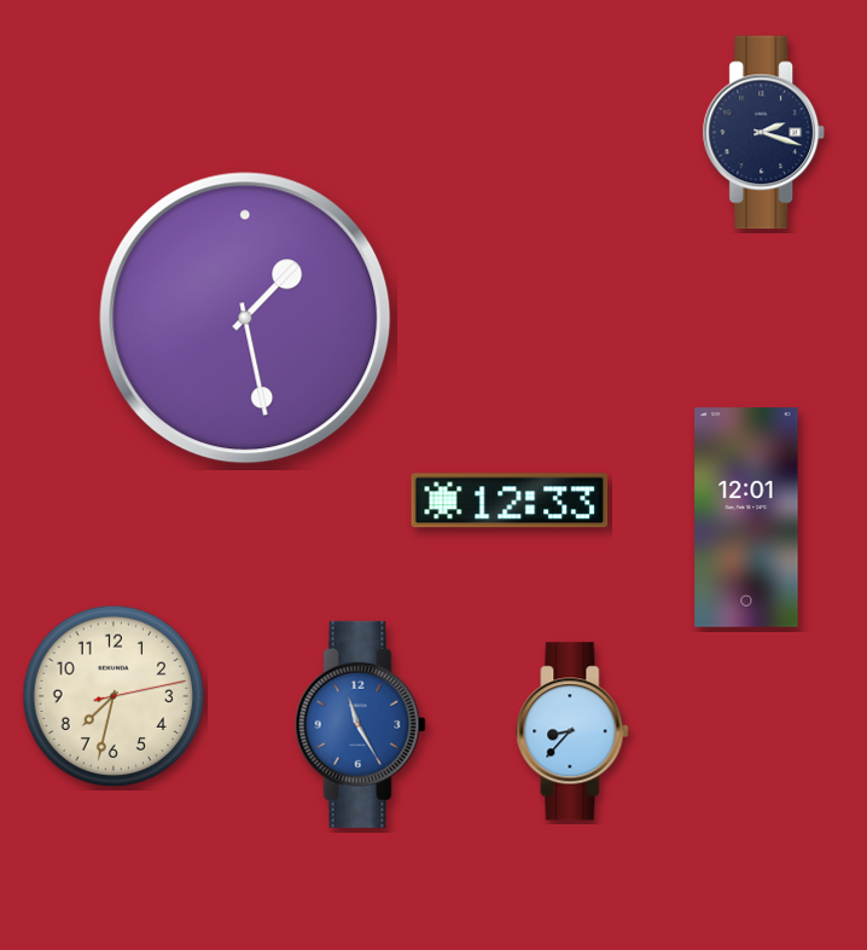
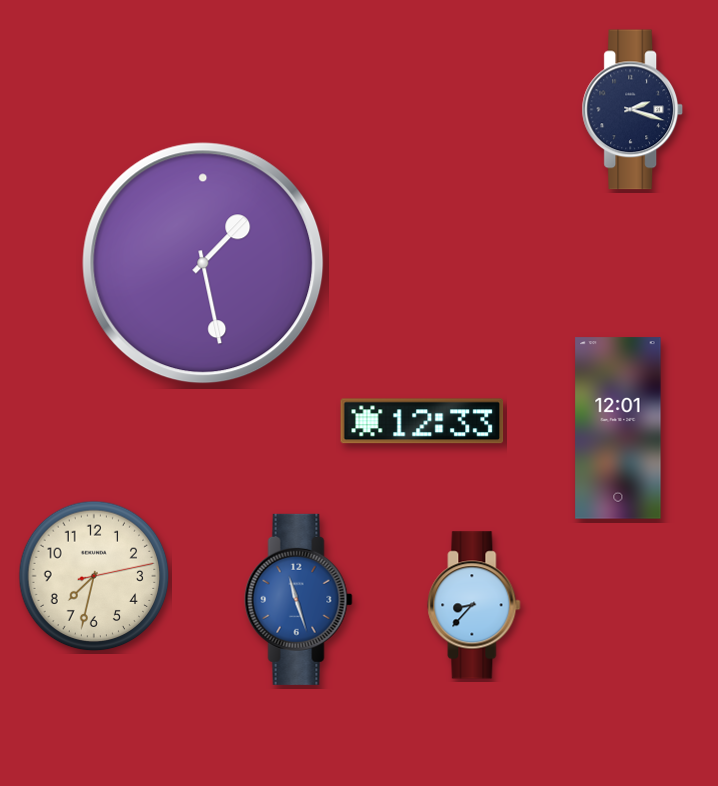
clock at (510, 500) position: (510, 500) -> (422, 421)
clock at (361, 724): 11:25 -> 11:27
